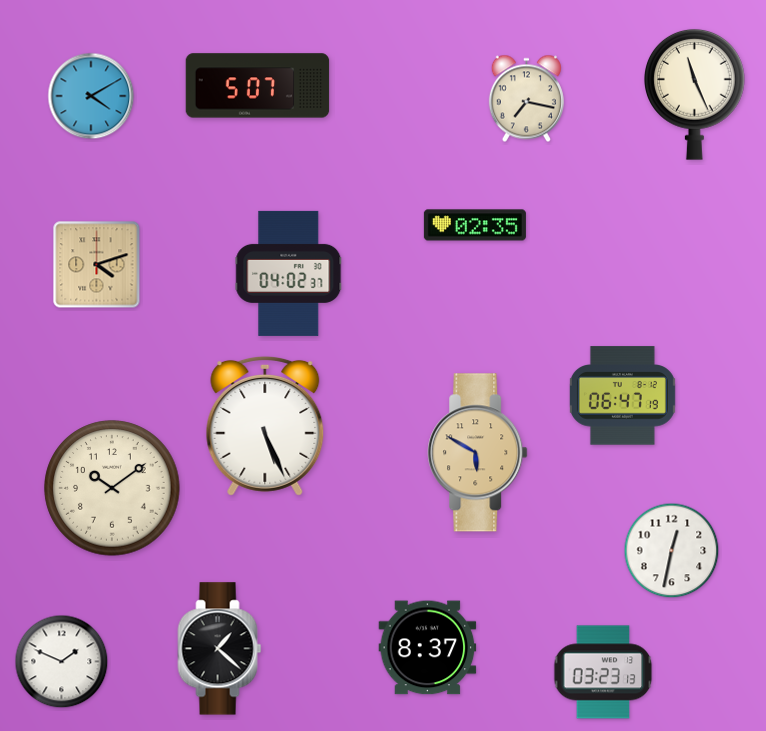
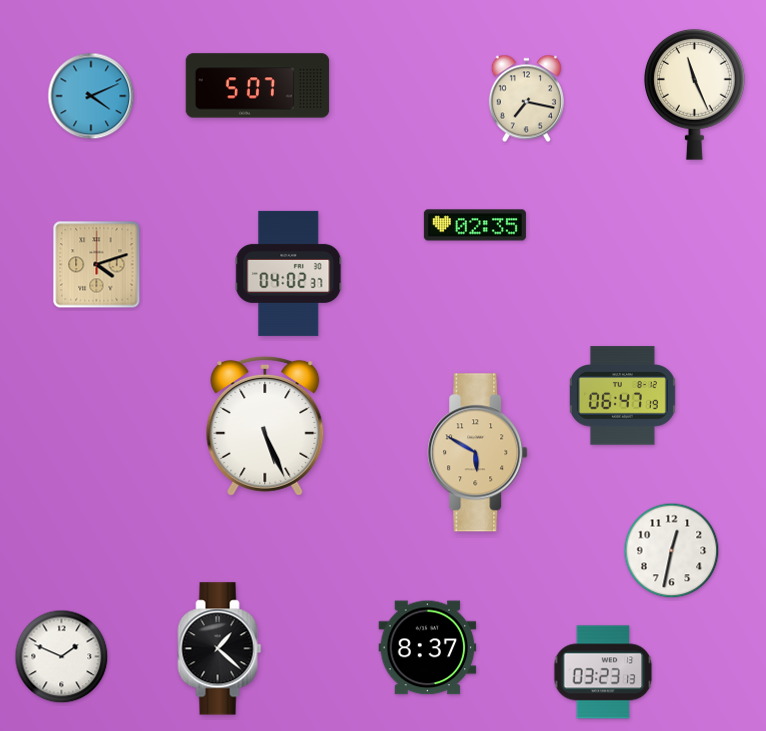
clock at (91, 96): 4:10 -> 4:11
clock at (112, 488): 10:09 -> none
clock at (62, 662) position: (62, 662) -> (62, 657)
